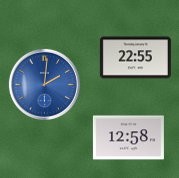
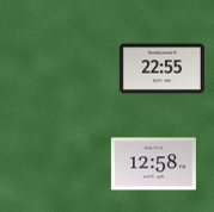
clock at (44, 84): 2:01 -> none
